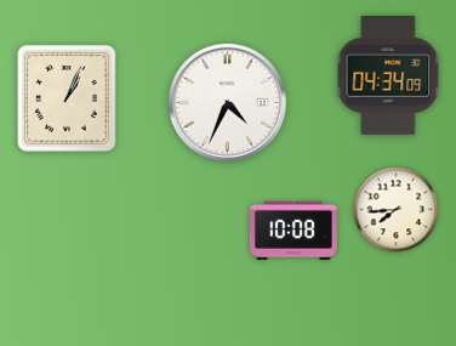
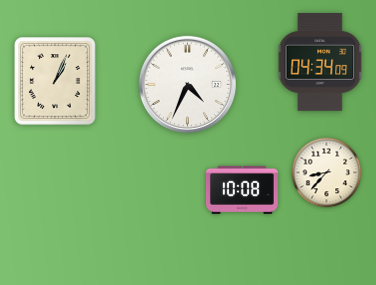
clock at (397, 210): 7:44 -> 8:37
